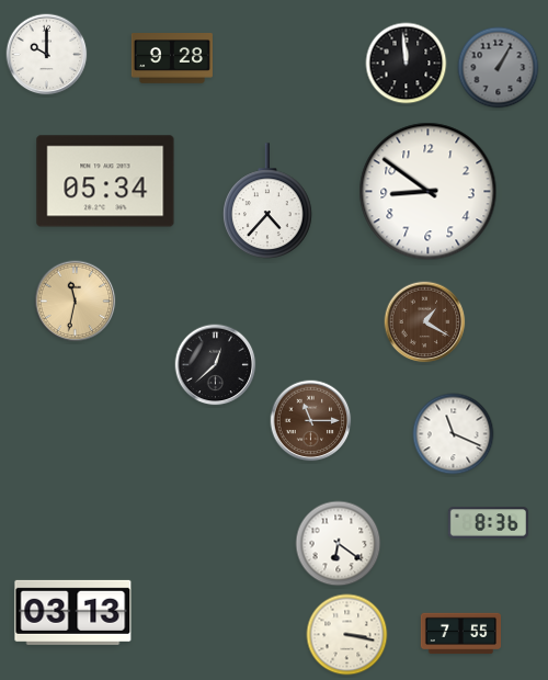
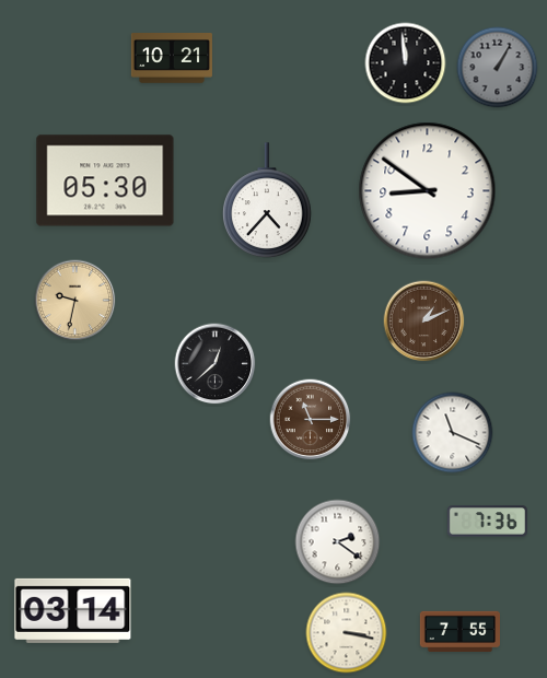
clock at (47, 55): 10:00 -> none
clock at (172, 59): 9:28 -> 10:21
clock at (105, 181): 05:34 -> 05:30
clock at (76, 302): 11:32 -> 9:32
clock at (425, 322): 1:20 -> 1:11
clock at (488, 523): 8:36 -> 7:36
clock at (339, 544): 6:21 -> 2:21
clock at (73, 612): 03:13 -> 03:14
